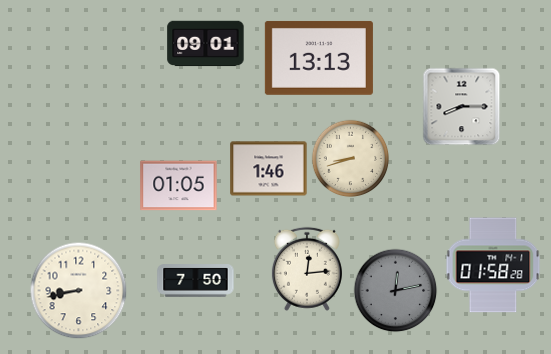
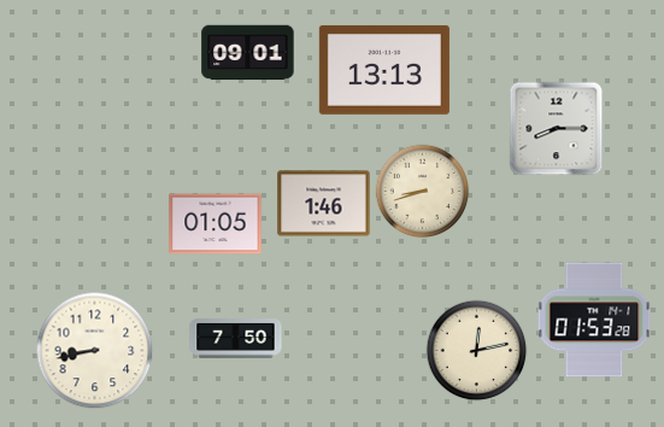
clock at (493, 265): 01:58 -> 01:53
clock at (307, 269): 12:14 -> none
clock at (395, 290) dial: grey -> cream
